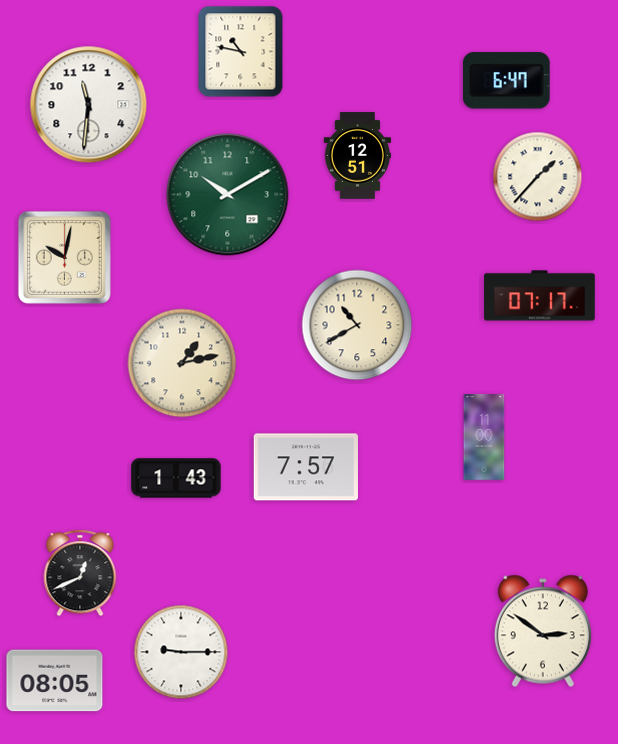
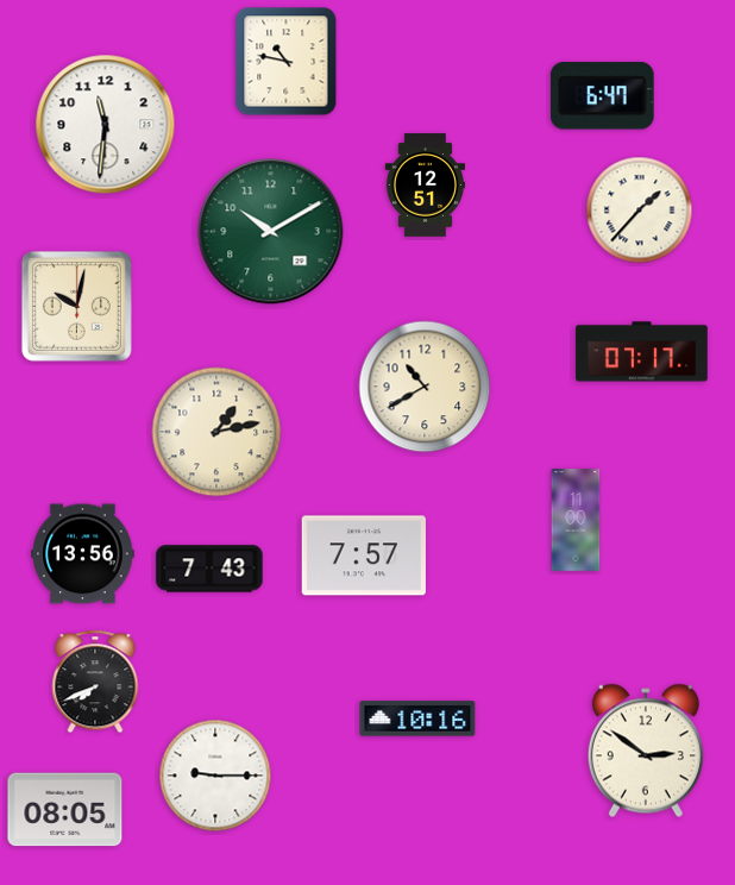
clock at (83, 554): none -> 13:56
clock at (176, 478): 1:43 -> 7:43
clock at (80, 573): 12:41 -> 7:41
clock at (417, 718): none -> 10:16
